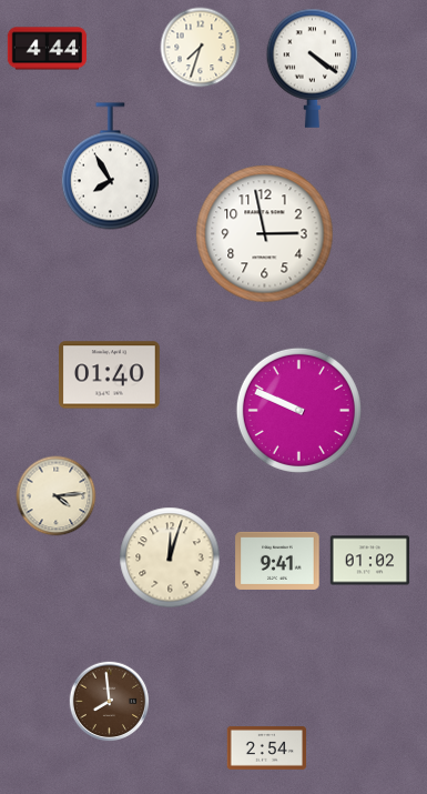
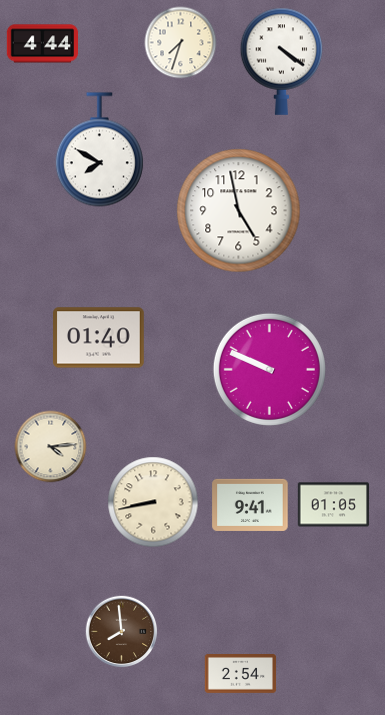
clock at (110, 167): 7:55 -> 7:50
clock at (265, 234): 2:58 -> 4:58
clock at (170, 557): 12:03 -> 8:43
clock at (370, 561): 01:02 -> 01:05
clock at (110, 702) position: (110, 702) -> (122, 632)
